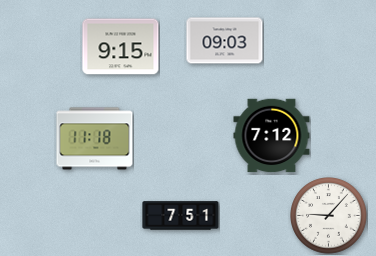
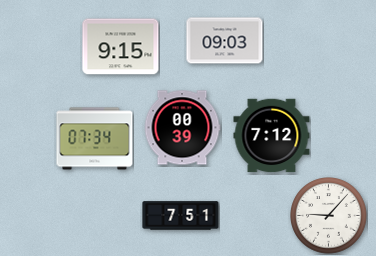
clock at (182, 128): none -> 00:39
clock at (95, 139): 11:18 -> 07:34
